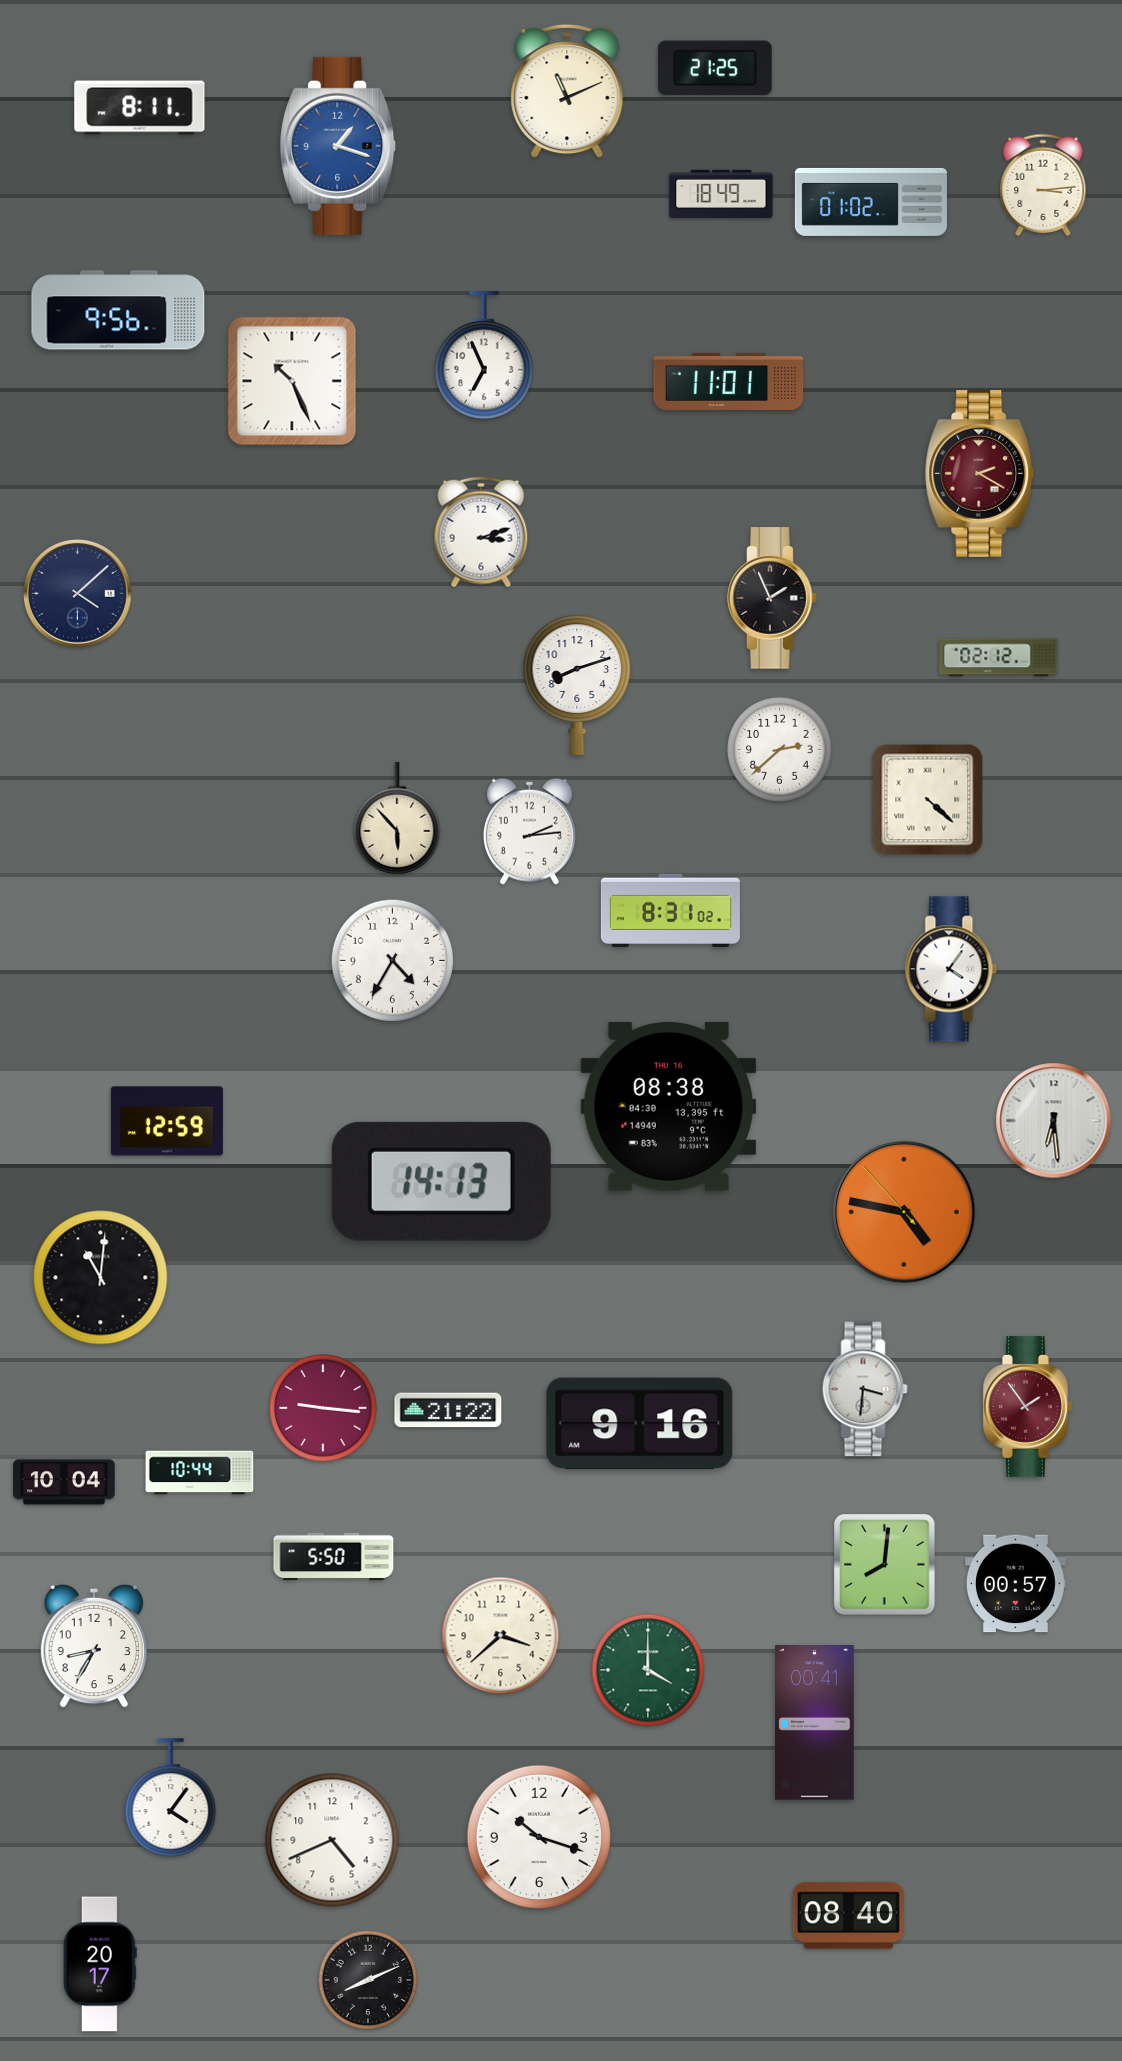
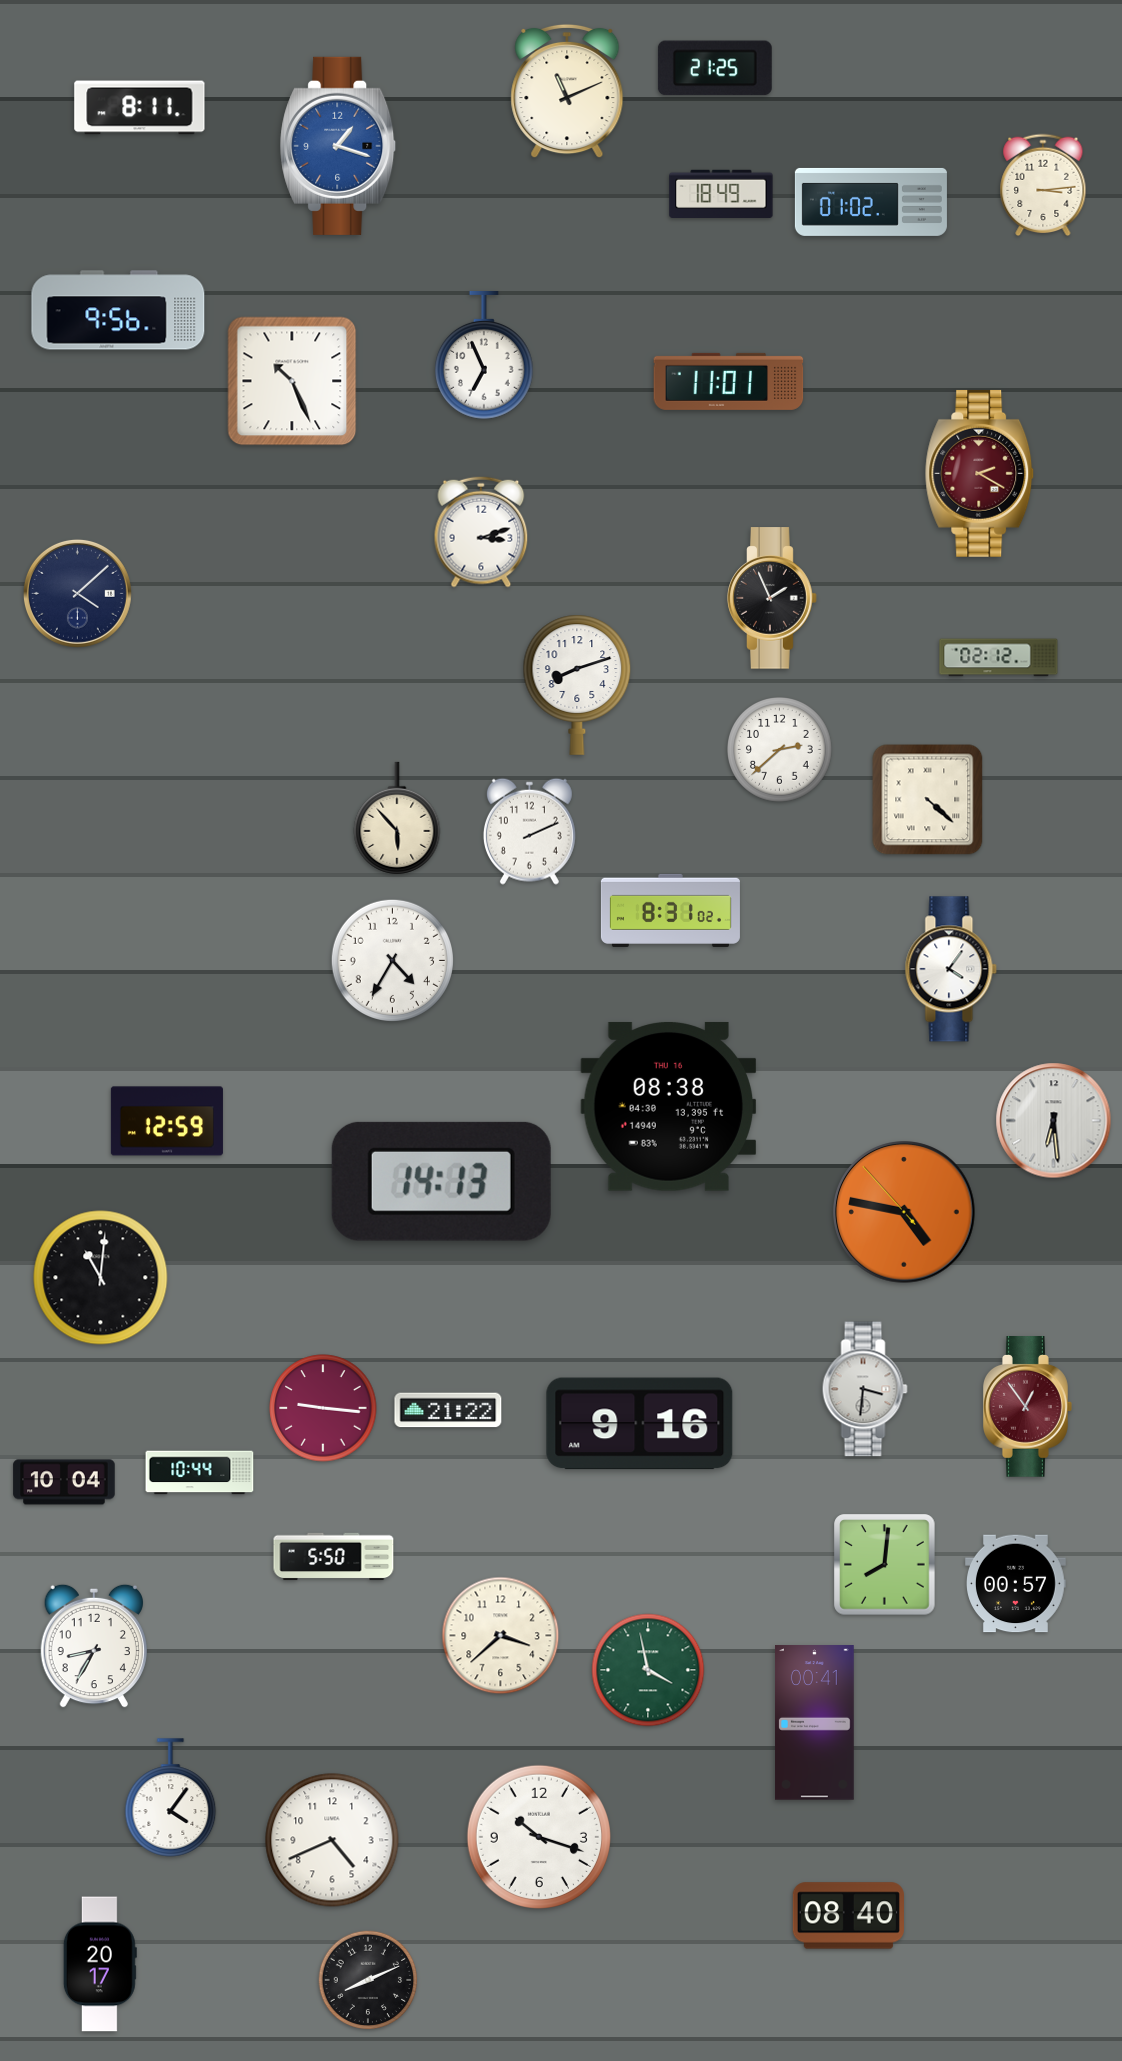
clock at (529, 831): 2:14 -> 2:11
clock at (1028, 1407): 1:54 -> 12:54
clock at (648, 1670): 4:00 -> 3:58
